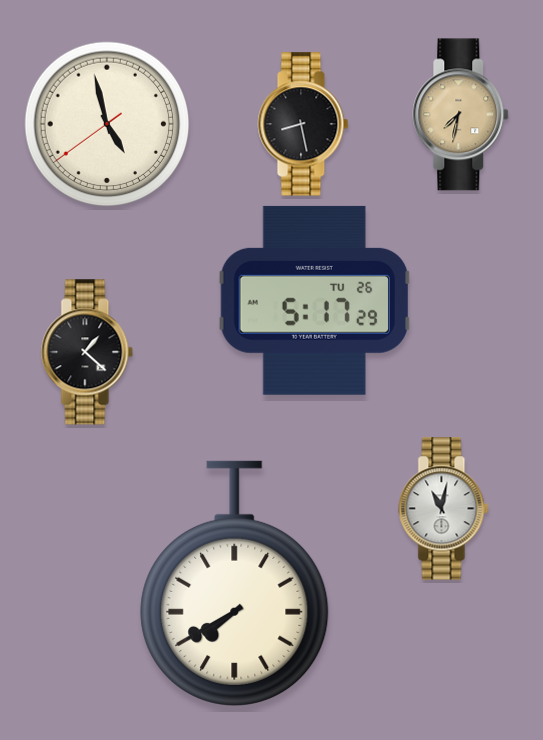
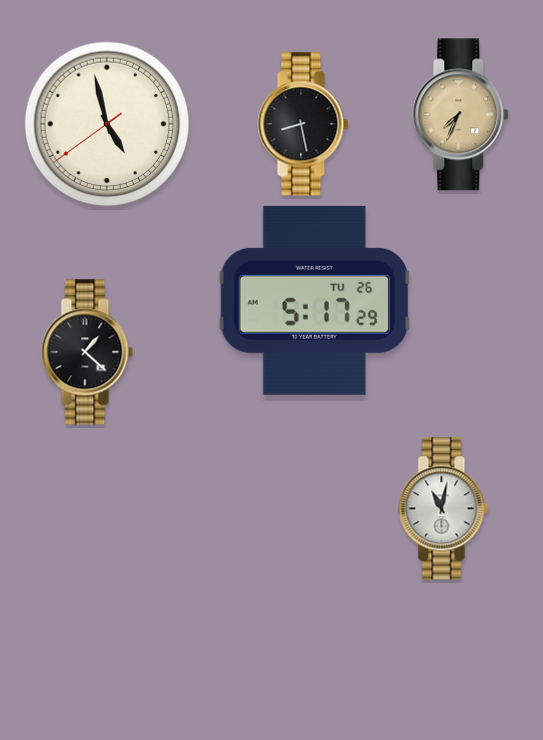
clock at (461, 115): 7:32 -> 7:34
clock at (235, 583): 7:40 -> none
